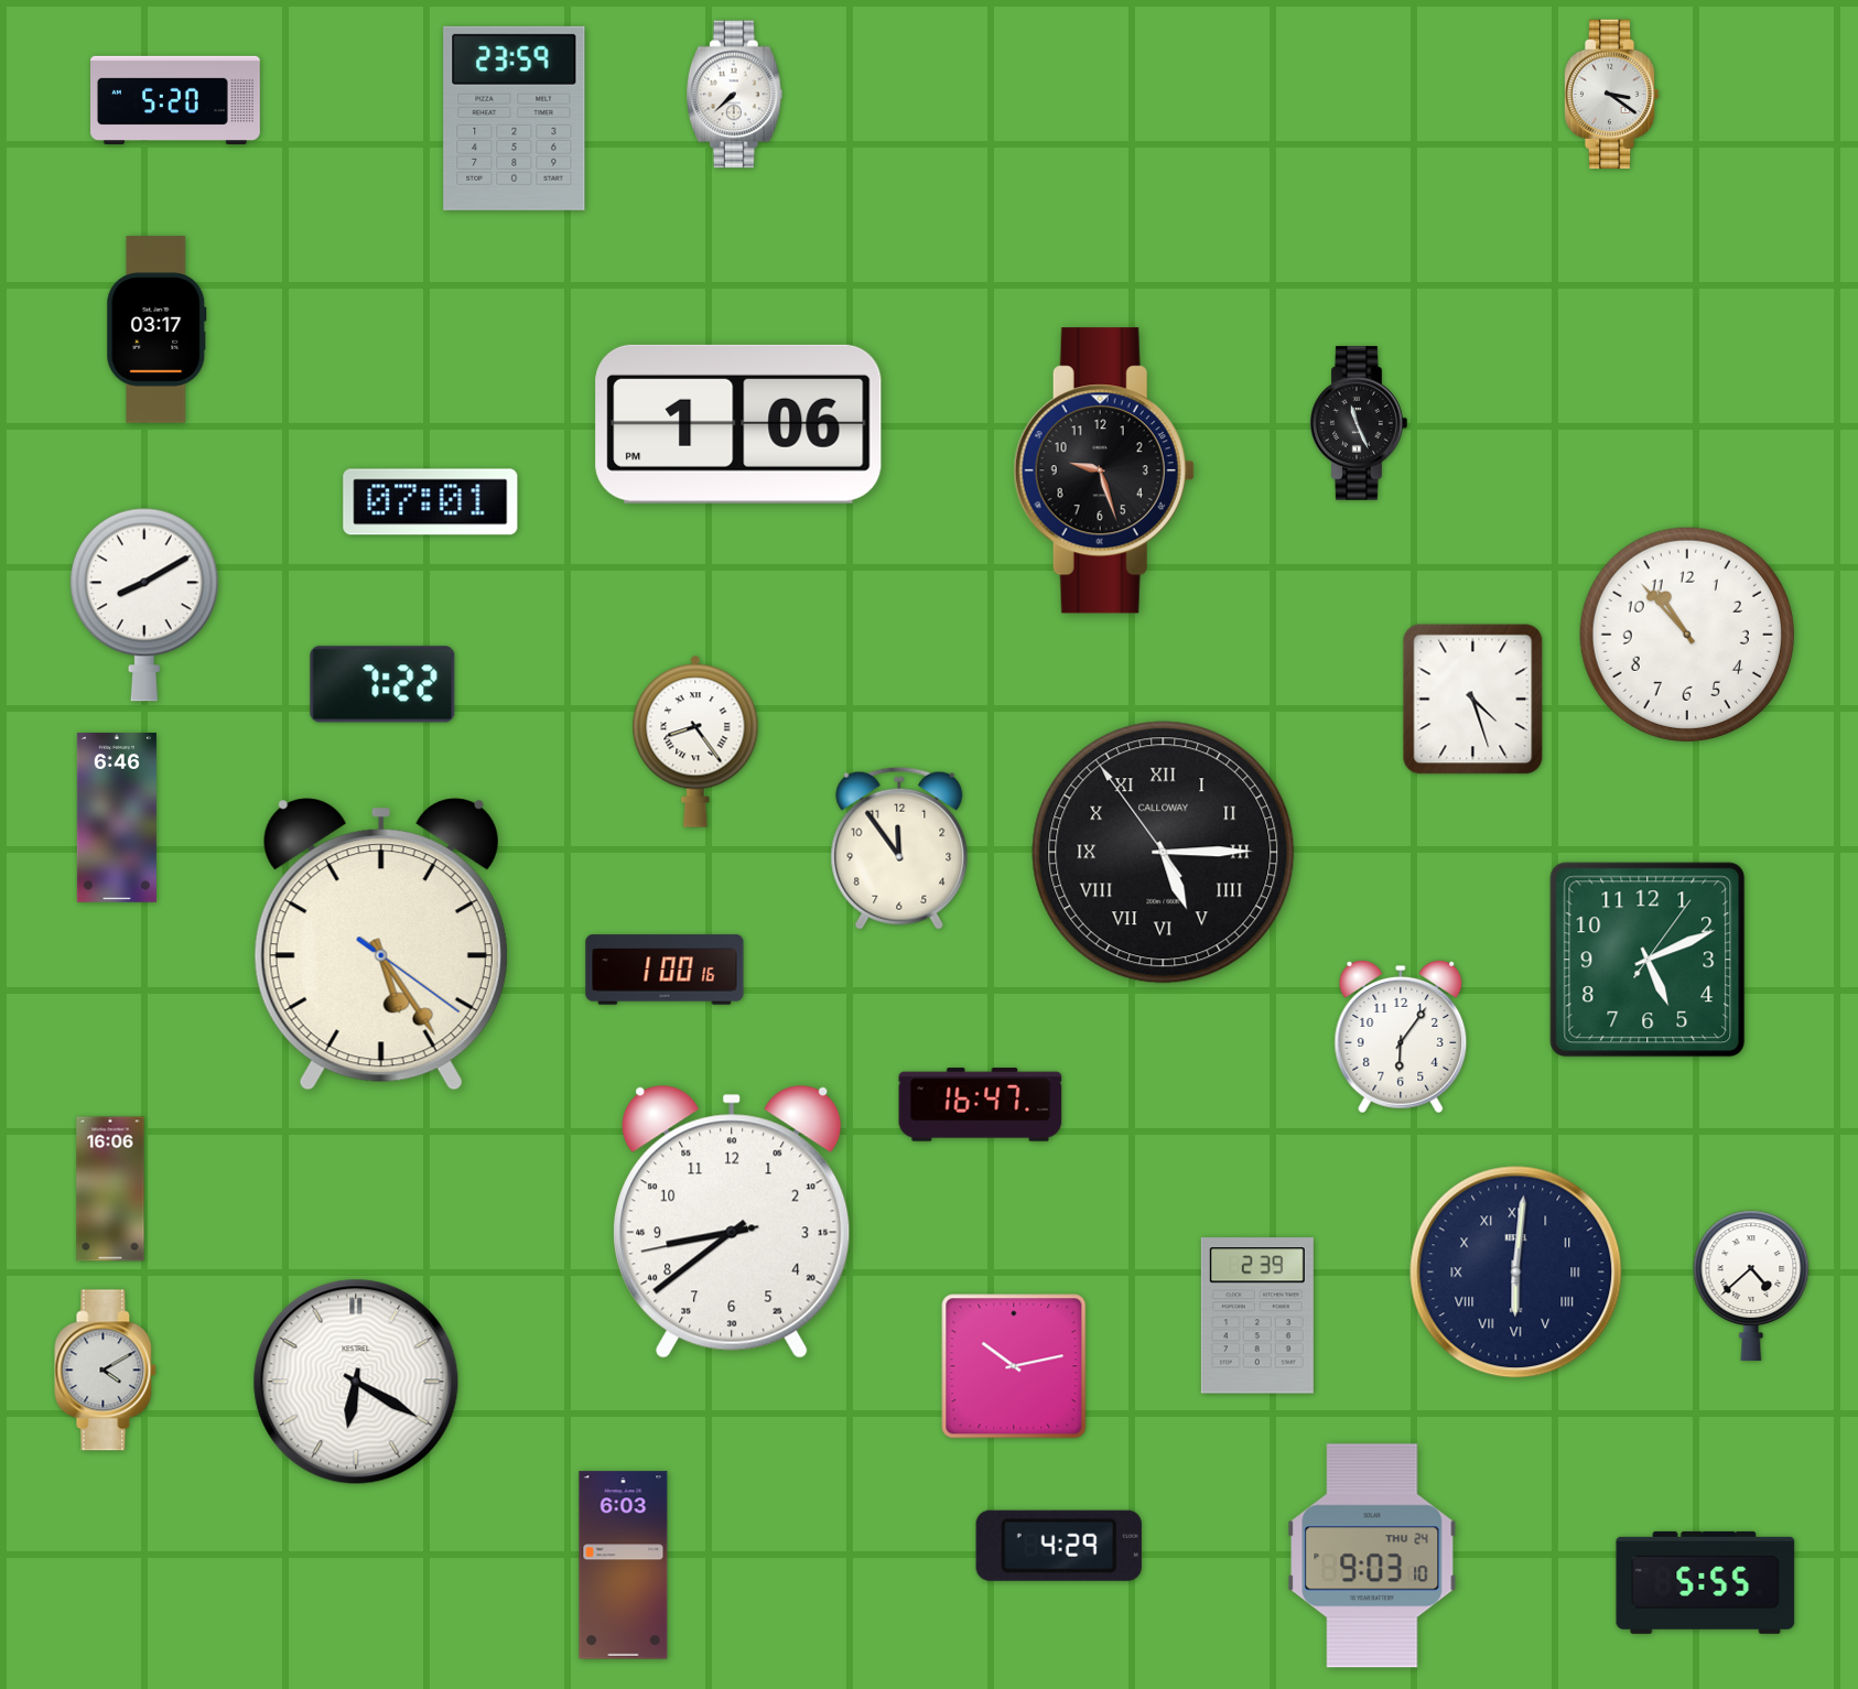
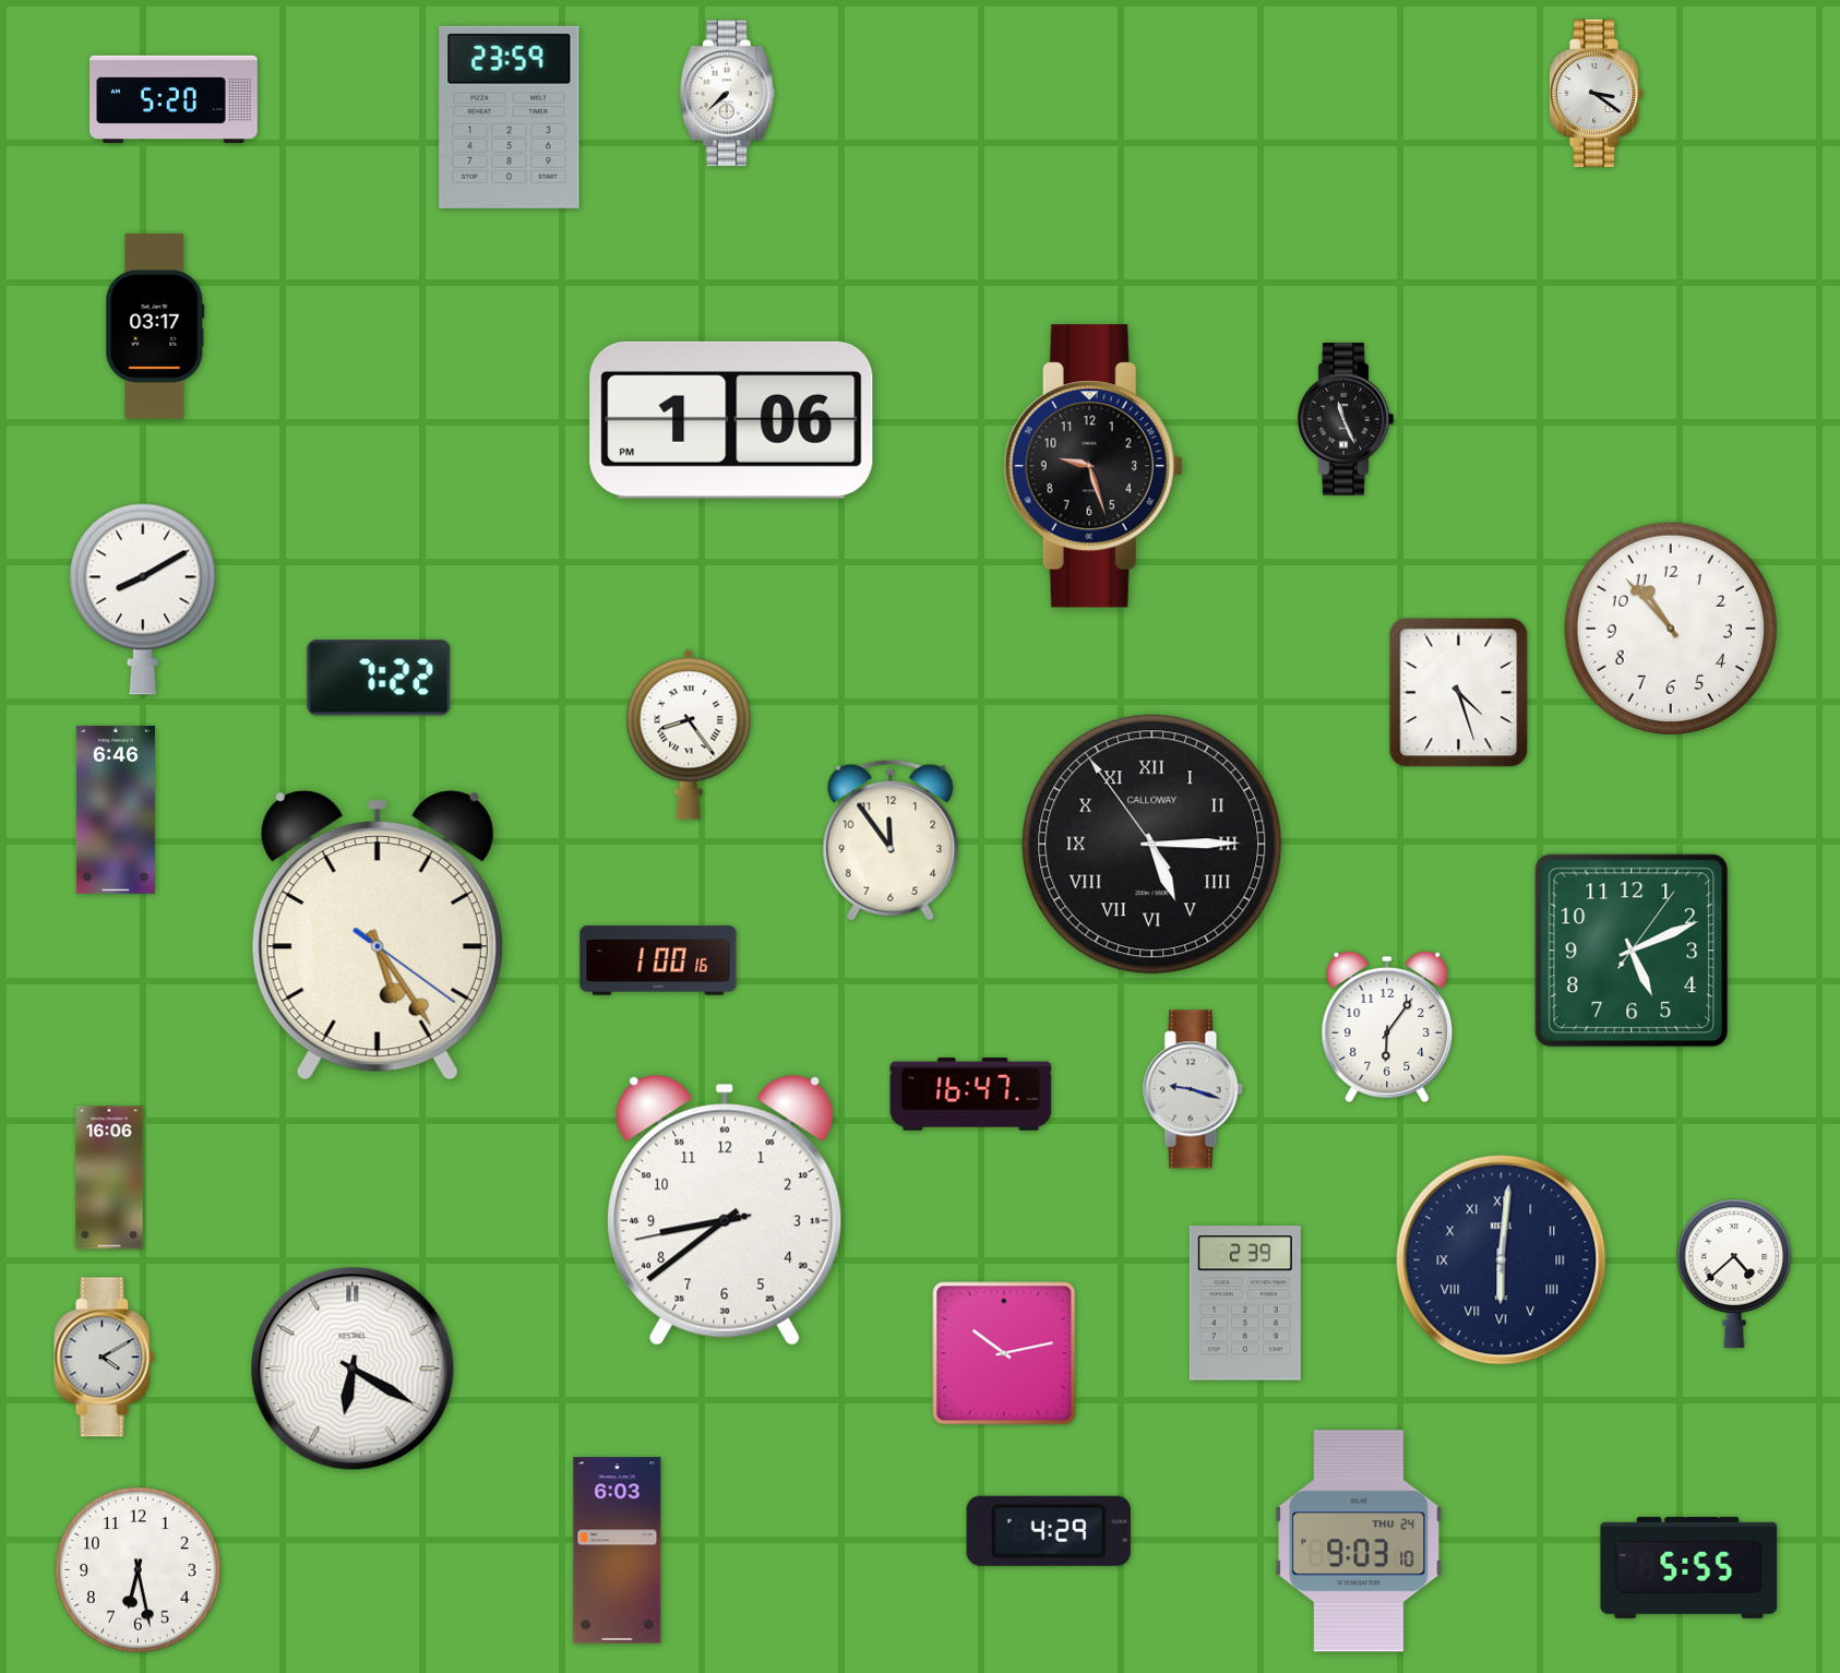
clock at (431, 502): 07:01 -> none
clock at (1193, 1089): none -> 9:18
clock at (139, 1570): none -> 6:28
